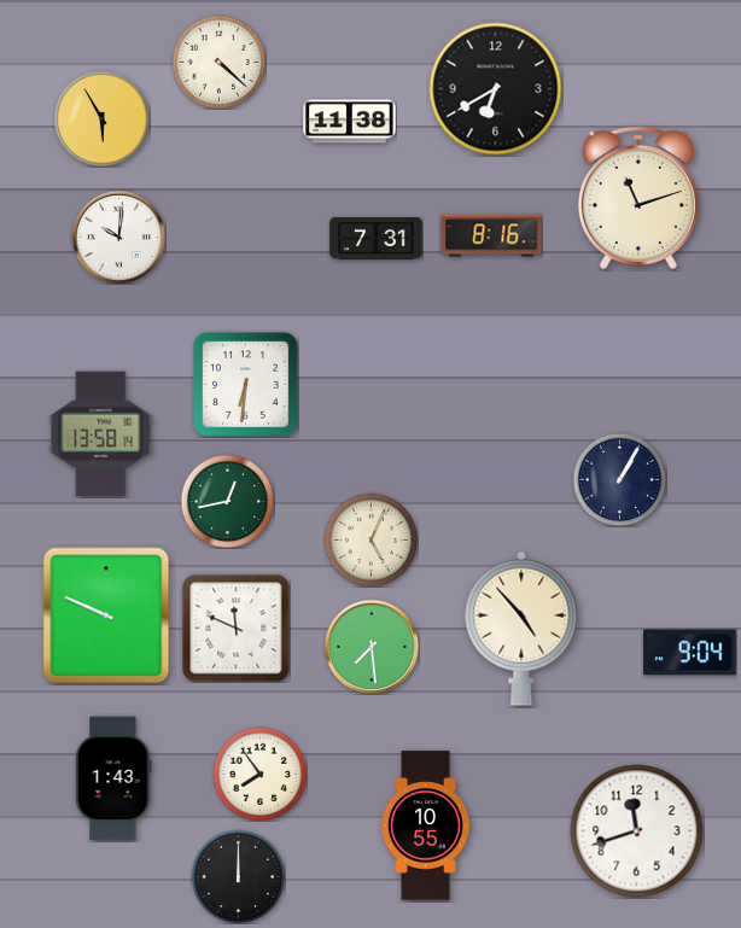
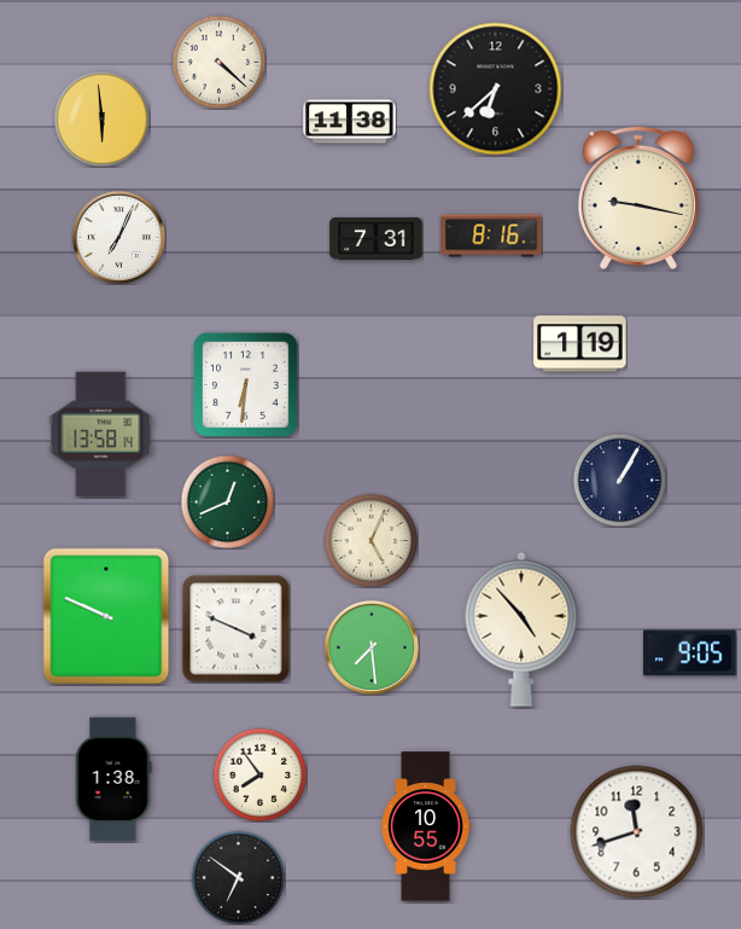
clock at (496, 89): 6:40 -> 6:38
clock at (101, 118): 5:55 -> 5:59
clock at (638, 198): 11:12 -> 9:17
clock at (118, 237): 10:01 -> 7:04
clock at (580, 344): none -> 1:19
clock at (227, 501): 12:43 -> 12:41
clock at (237, 629): 11:49 -> 3:49
clock at (690, 653): 9:04 -> 9:05
clock at (113, 778): 1:43 -> 1:38
clock at (238, 876): 12:00 -> 6:51
